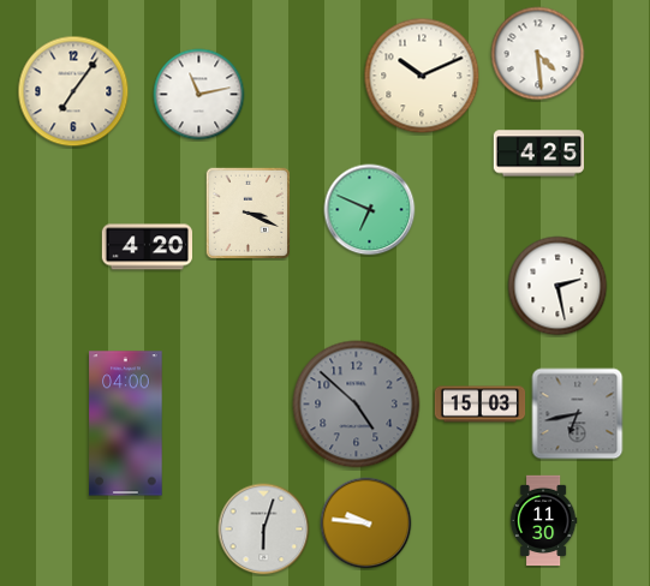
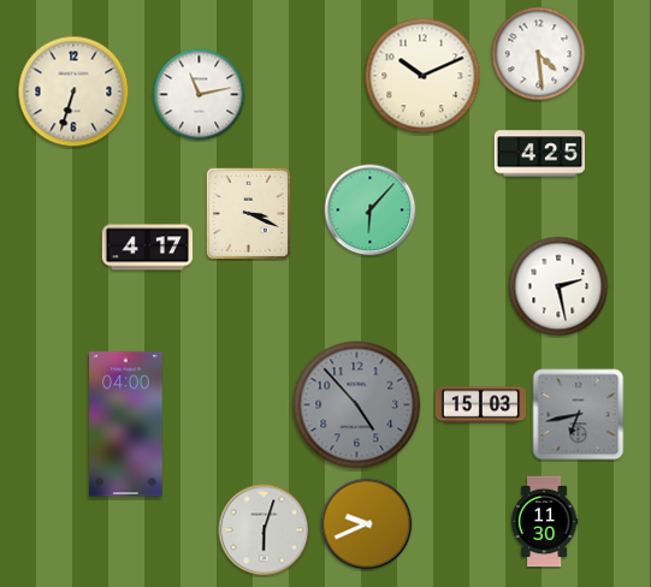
clock at (73, 91): 7:06 -> 6:33
clock at (370, 210): 6:49 -> 6:07
clock at (147, 247): 4:20 -> 4:17
clock at (357, 405): 4:52 -> 4:53
clock at (366, 524): 9:46 -> 9:41
